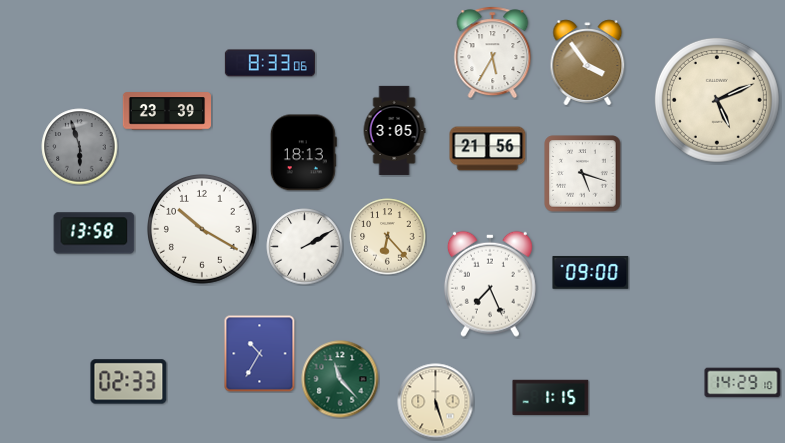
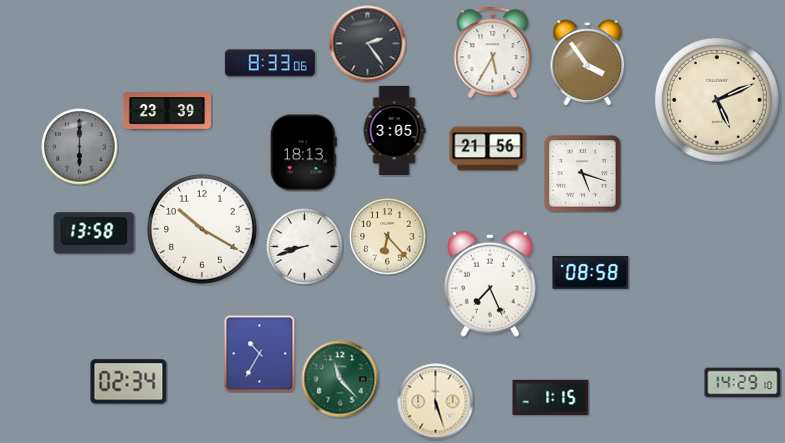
clock at (368, 44): none -> 2:24
clock at (80, 147): 5:57 -> 6:00
clock at (305, 247): 2:10 -> 8:42
clock at (591, 273): 09:00 -> 08:58
clock at (129, 382): 02:33 -> 02:34
